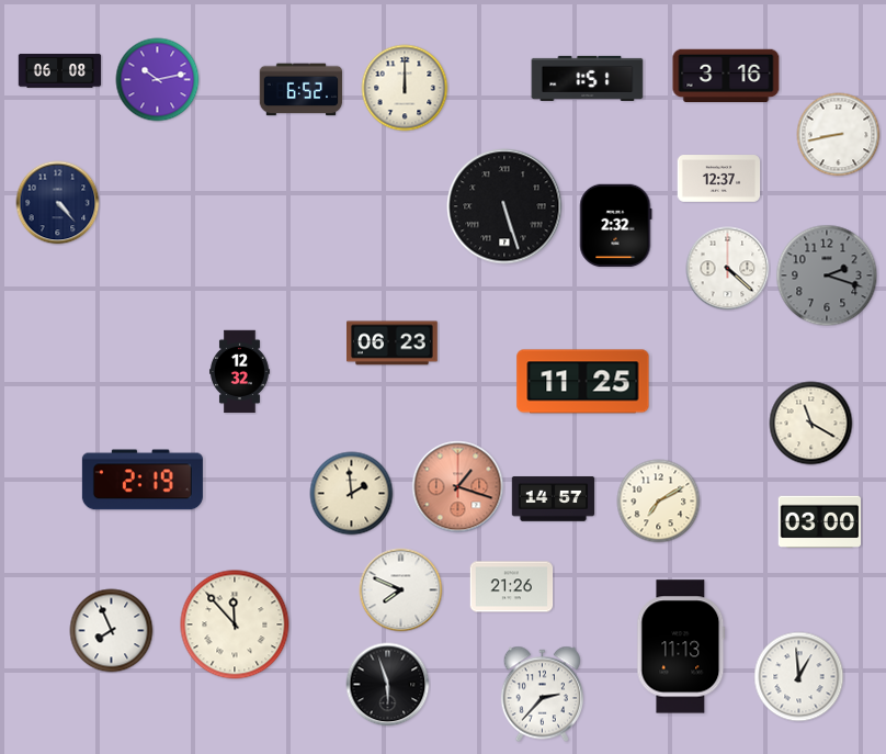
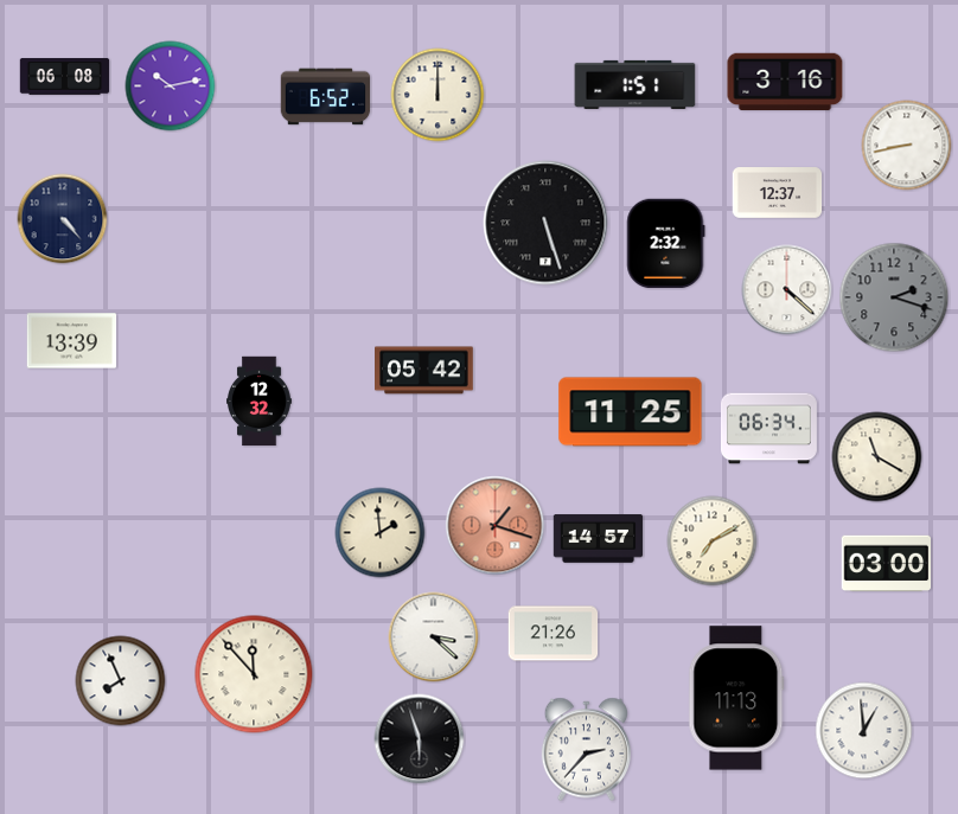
clock at (72, 341): none -> 13:39
clock at (393, 344): 06:23 -> 05:42
clock at (769, 429): none -> 06:34
clock at (143, 480): 2:19 -> none
clock at (401, 590): 7:49 -> 3:22
